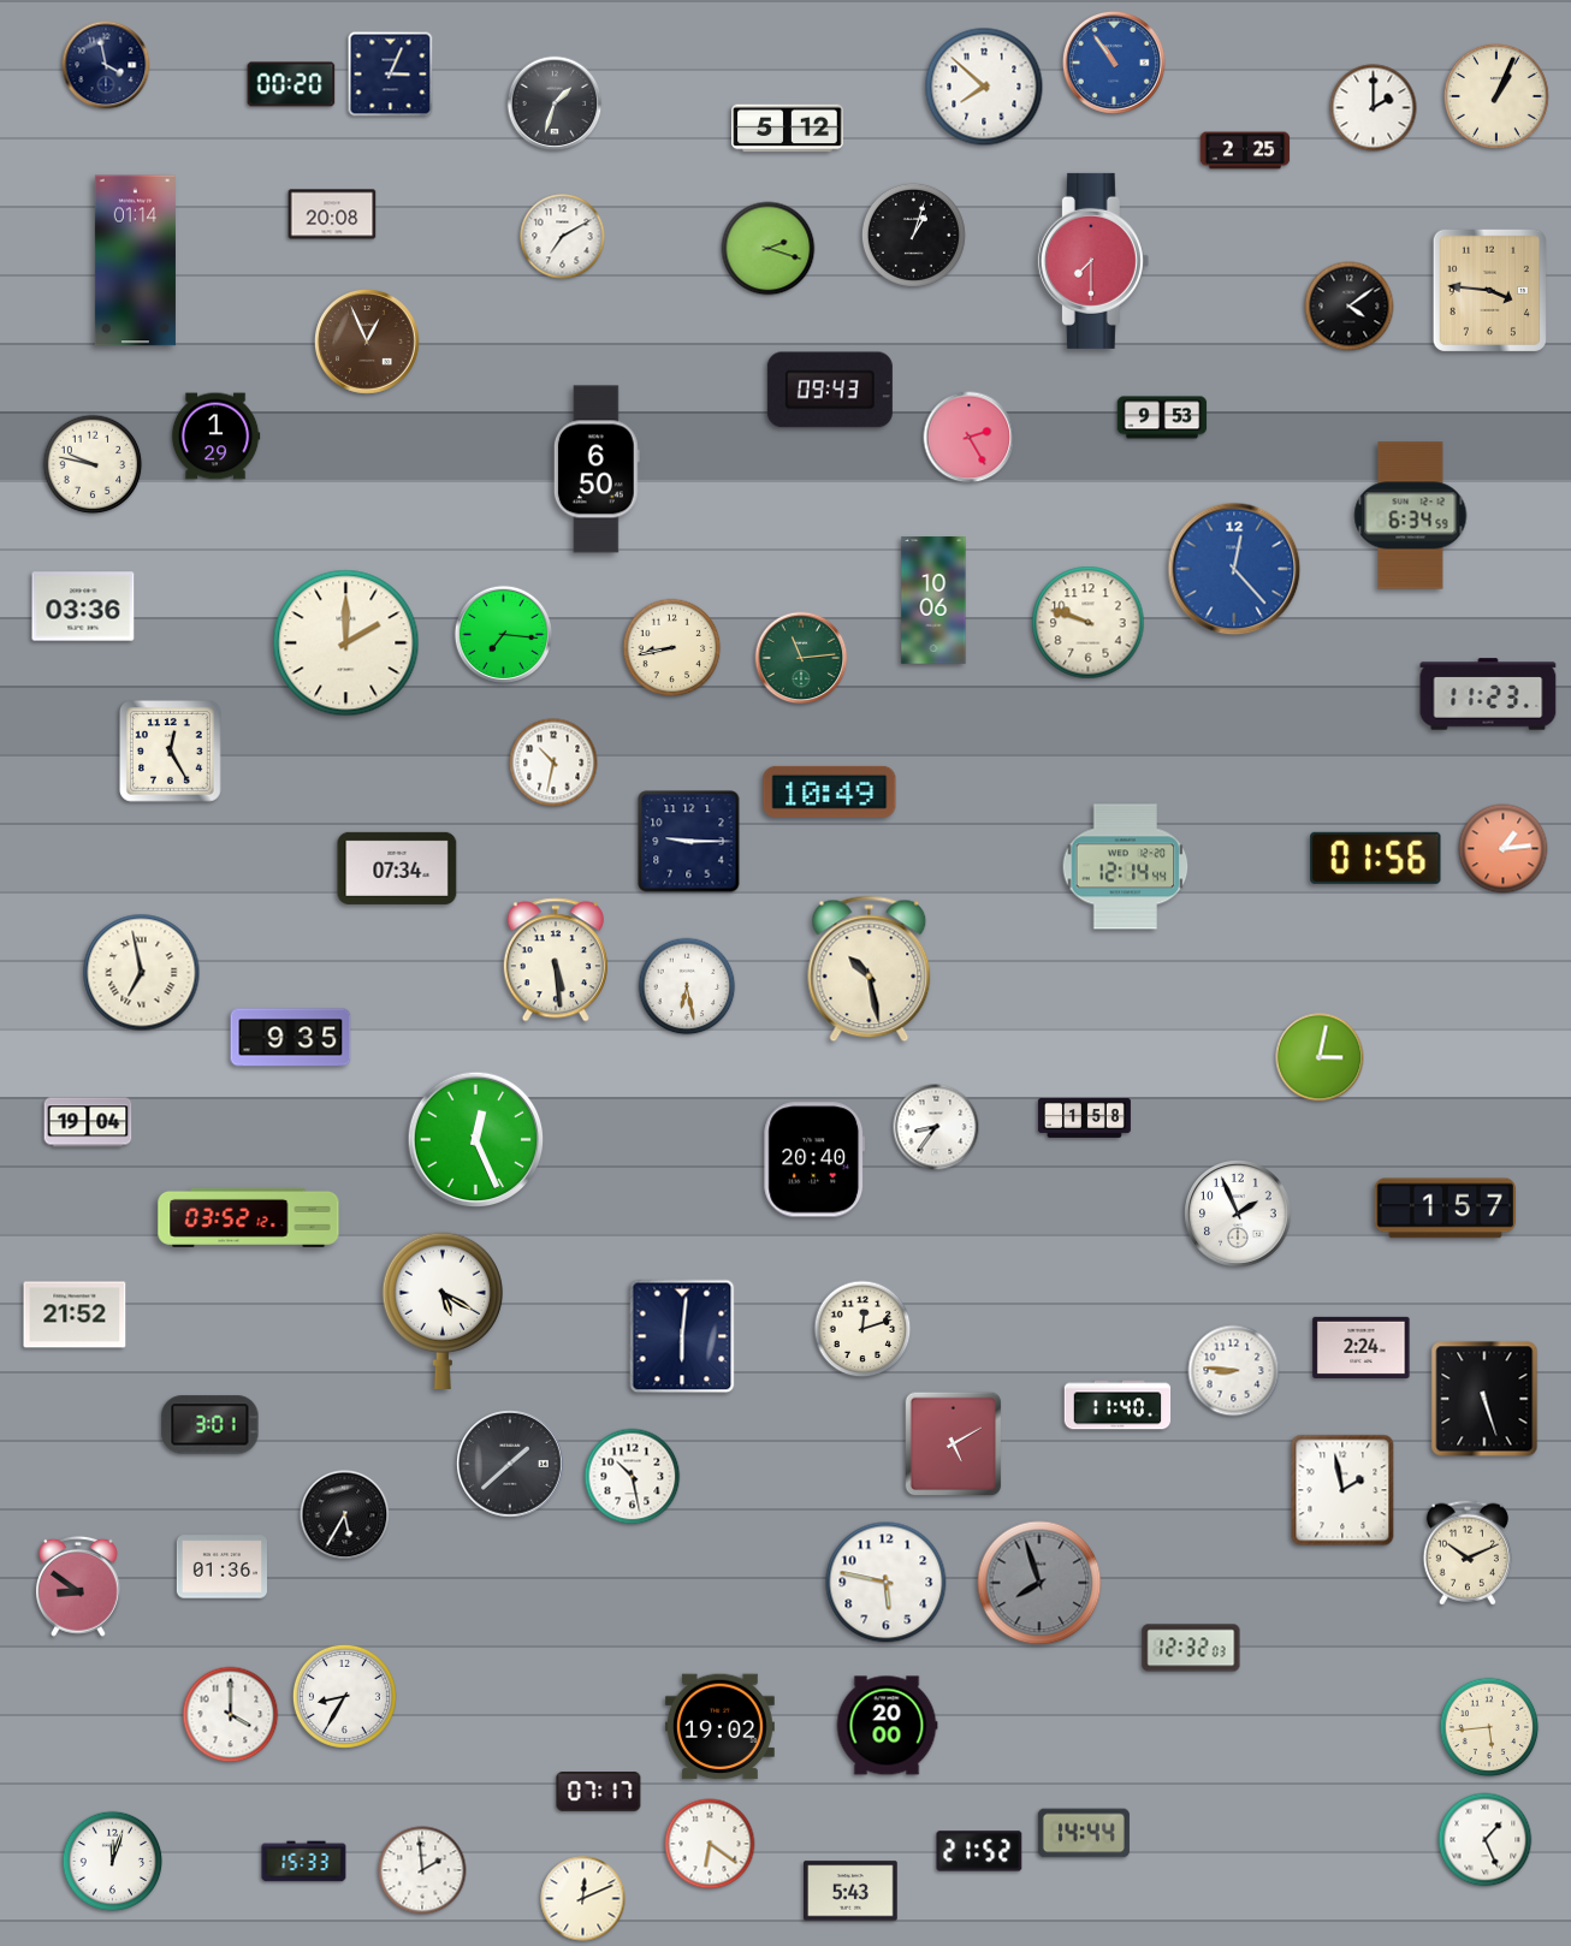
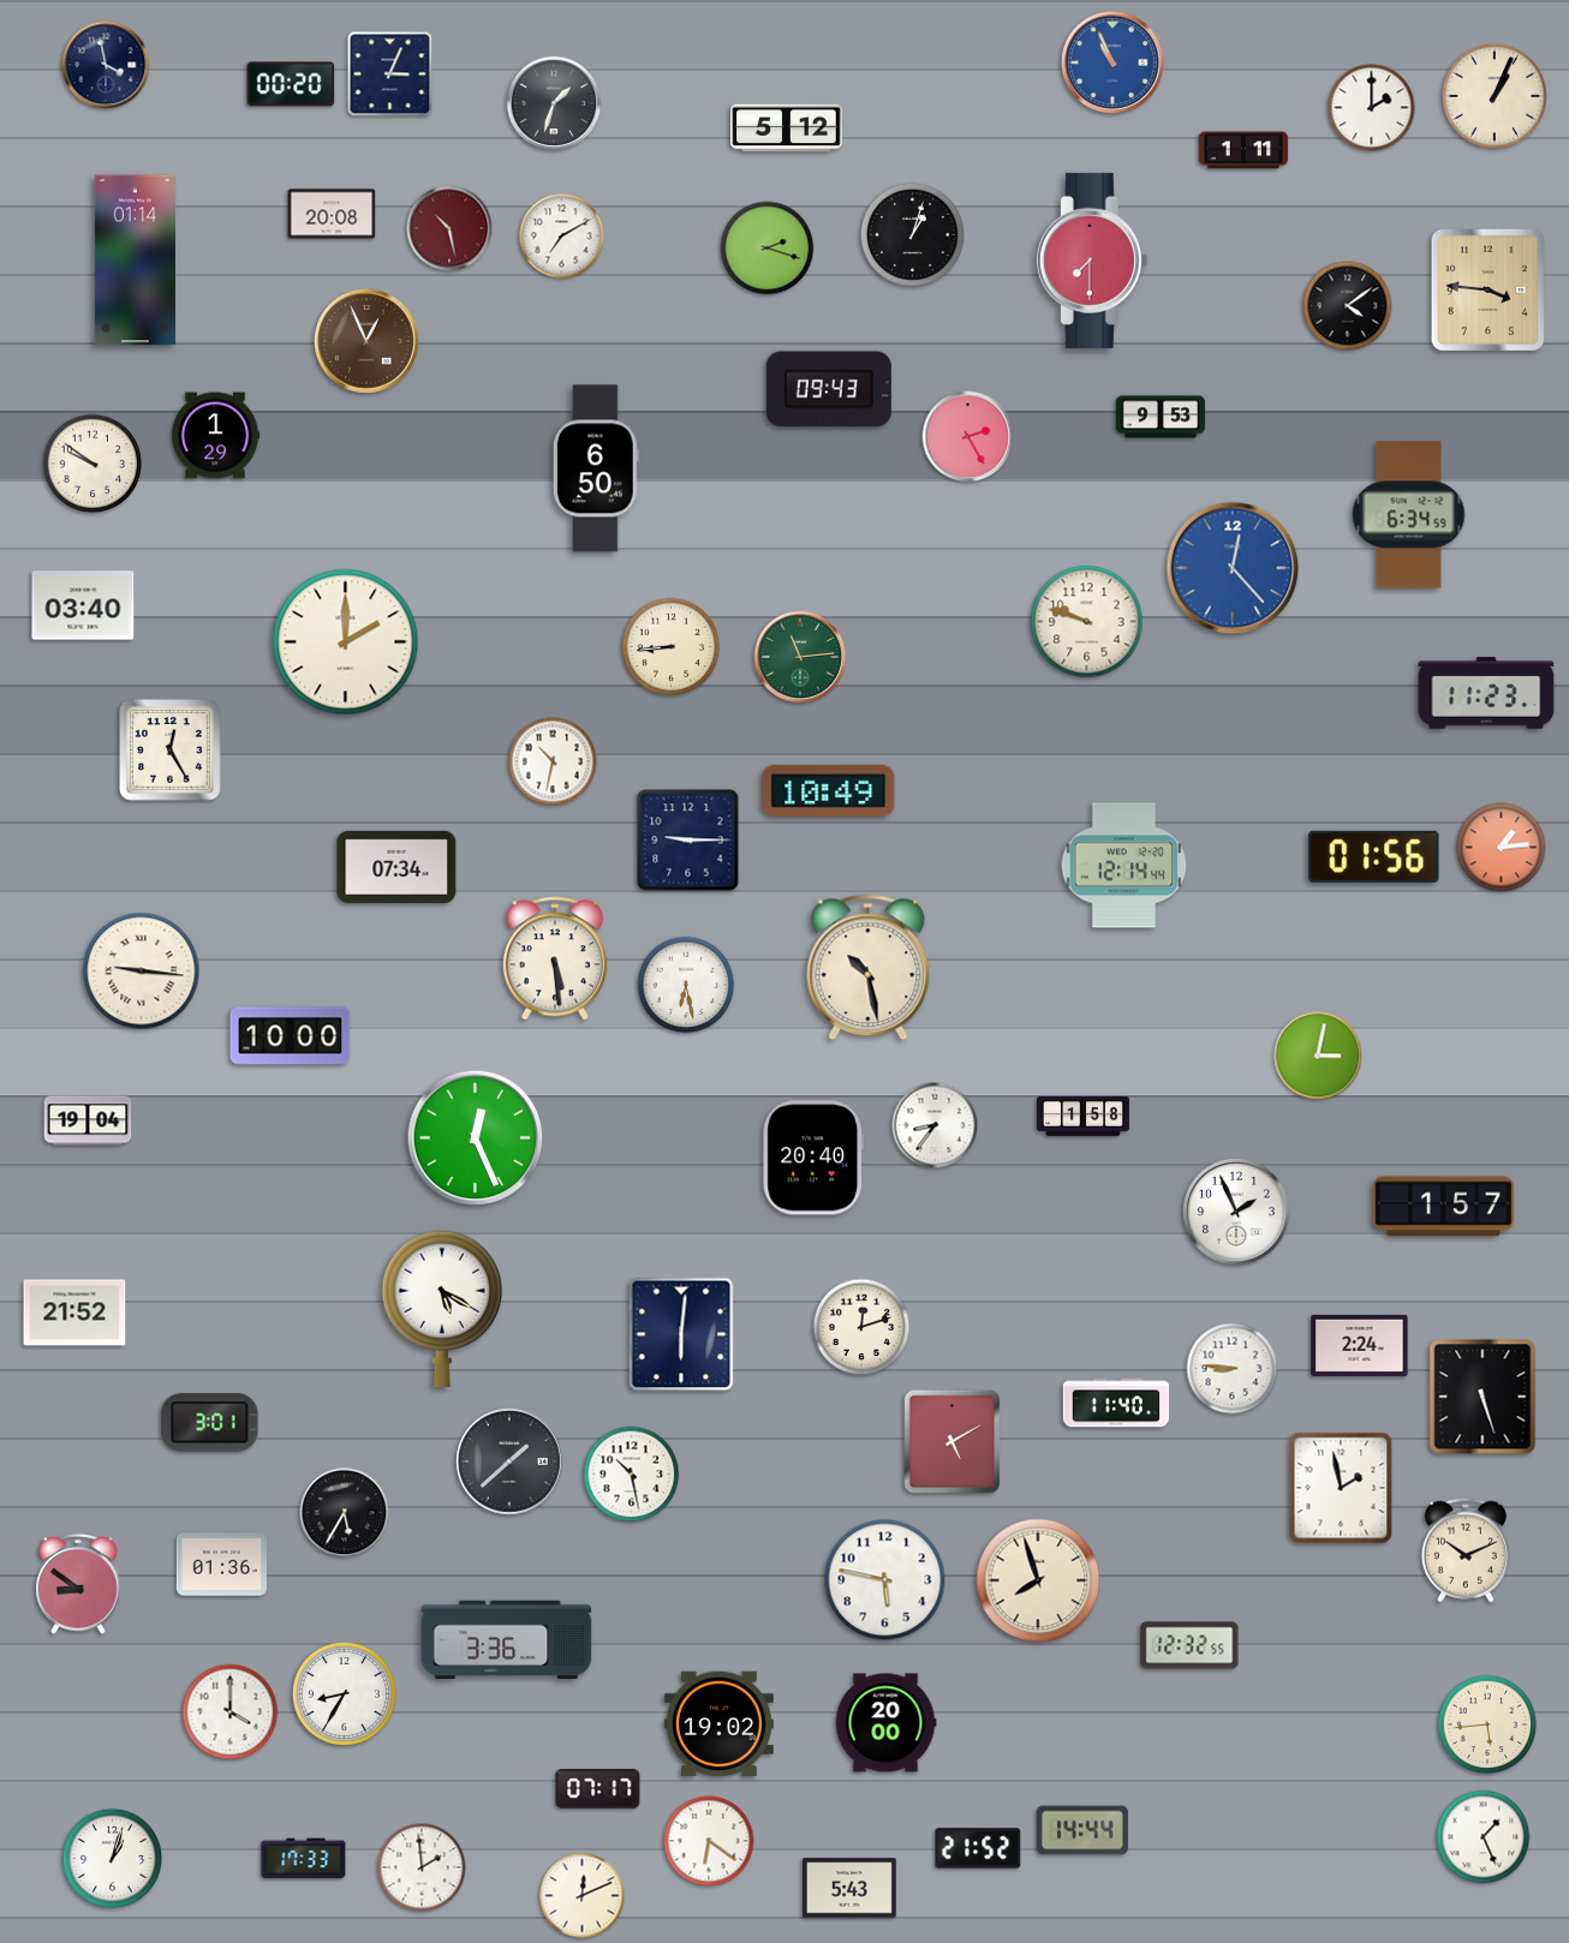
clock at (1114, 63): 10:54 -> 10:56
clock at (984, 87): 7:52 -> none
clock at (1245, 150): 2:25 -> 1:11
clock at (449, 228): none -> 10:28
clock at (93, 464): 9:47 -> 9:51
clock at (933, 600): 10:06 -> none
clock at (83, 606): 03:36 -> 03:40
clock at (504, 635): 7:16 -> none
clock at (672, 648): 8:43 -> 8:44
clock at (142, 973): 6:58 -> 9:16
clock at (291, 1038): 9:35 -> 10:00
clock at (249, 1217): 03:52 -> none
clock at (1039, 1583) dial: grey -> cream
clock at (507, 1640): none -> 3:36
clock at (1191, 1648): 12:32:03 -> 12:32:55
clock at (113, 1862): 12:03 -> 1:03
clock at (304, 1862): 15:33 -> 17:33
